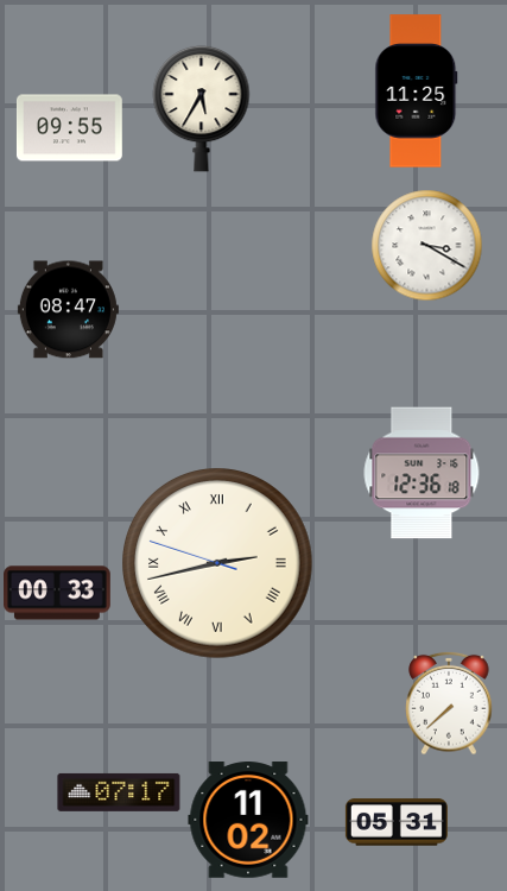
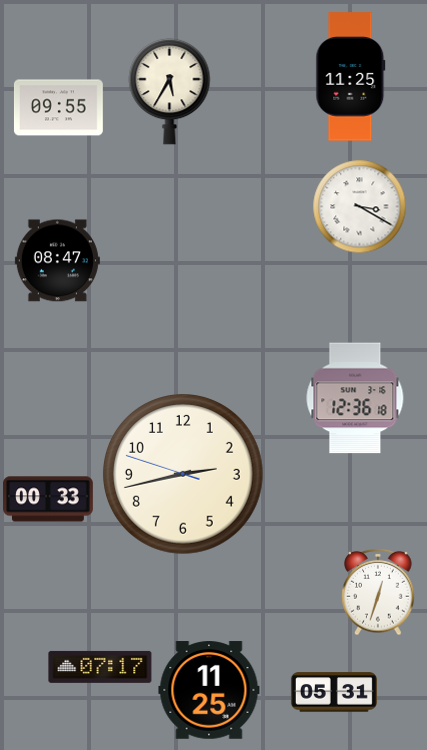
clock at (218, 564) numerals: Roman -> Arabic
clock at (449, 703): 7:38 -> 12:33
clock at (248, 820): 11:02 -> 11:25
